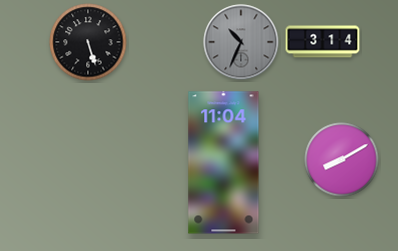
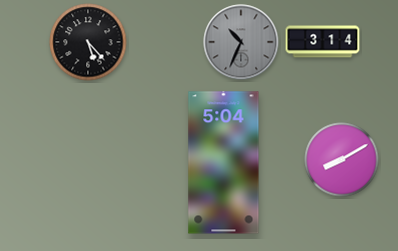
clock at (88, 42): 5:27 -> 5:23
clock at (224, 163): 11:04 -> 5:04
